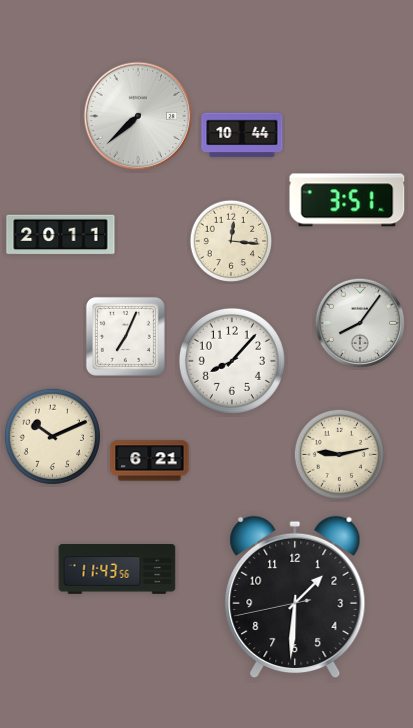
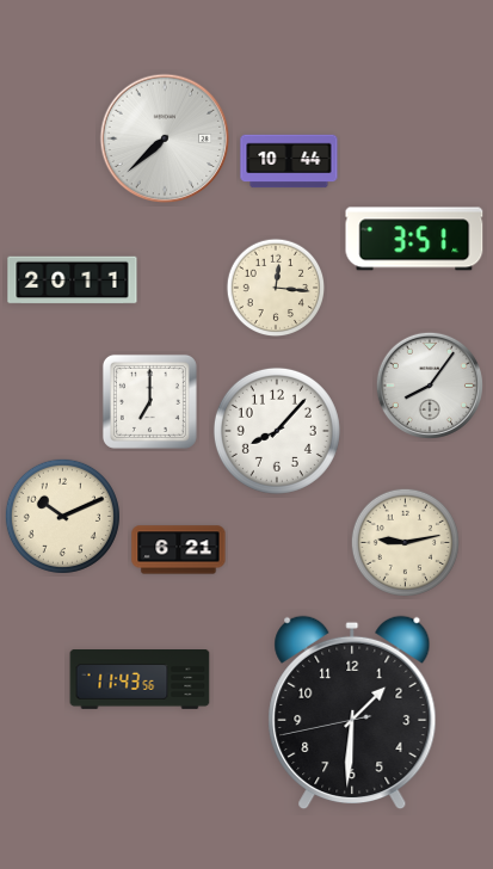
clock at (125, 336): 7:04 -> 7:00
clock at (52, 436) position: (52, 436) -> (62, 516)
